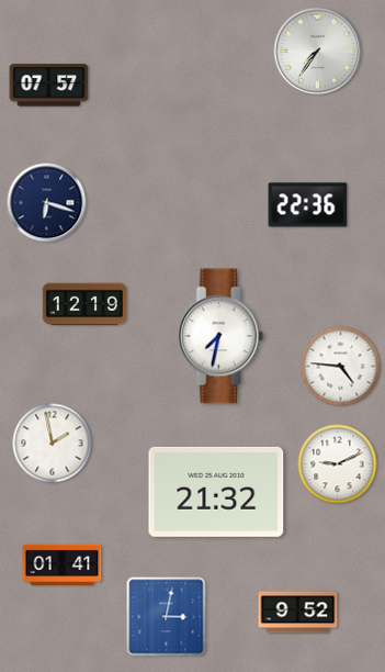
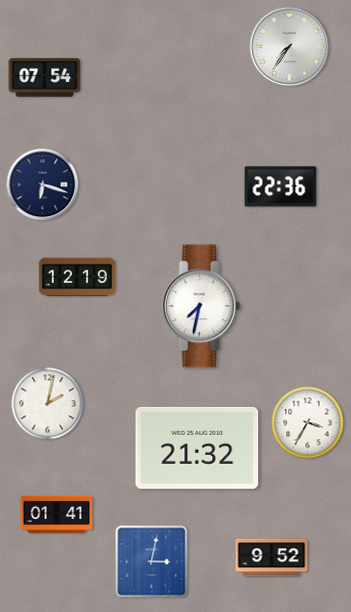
clock at (49, 86): 07:57 -> 07:54
clock at (341, 367): 4:46 -> none
clock at (53, 444): 1:58 -> 2:02
clock at (338, 464): 9:11 -> 3:35
